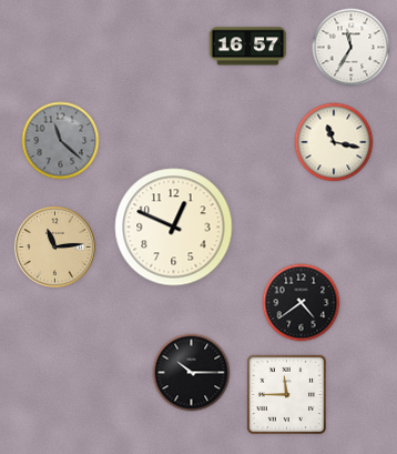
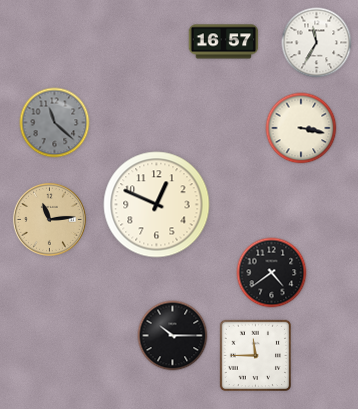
clock at (61, 141) position: (61, 141) -> (55, 123)
clock at (334, 142): 11:17 -> 3:17
clock at (54, 246) position: (54, 246) -> (49, 219)
clock at (286, 394) position: (286, 394) -> (255, 355)
